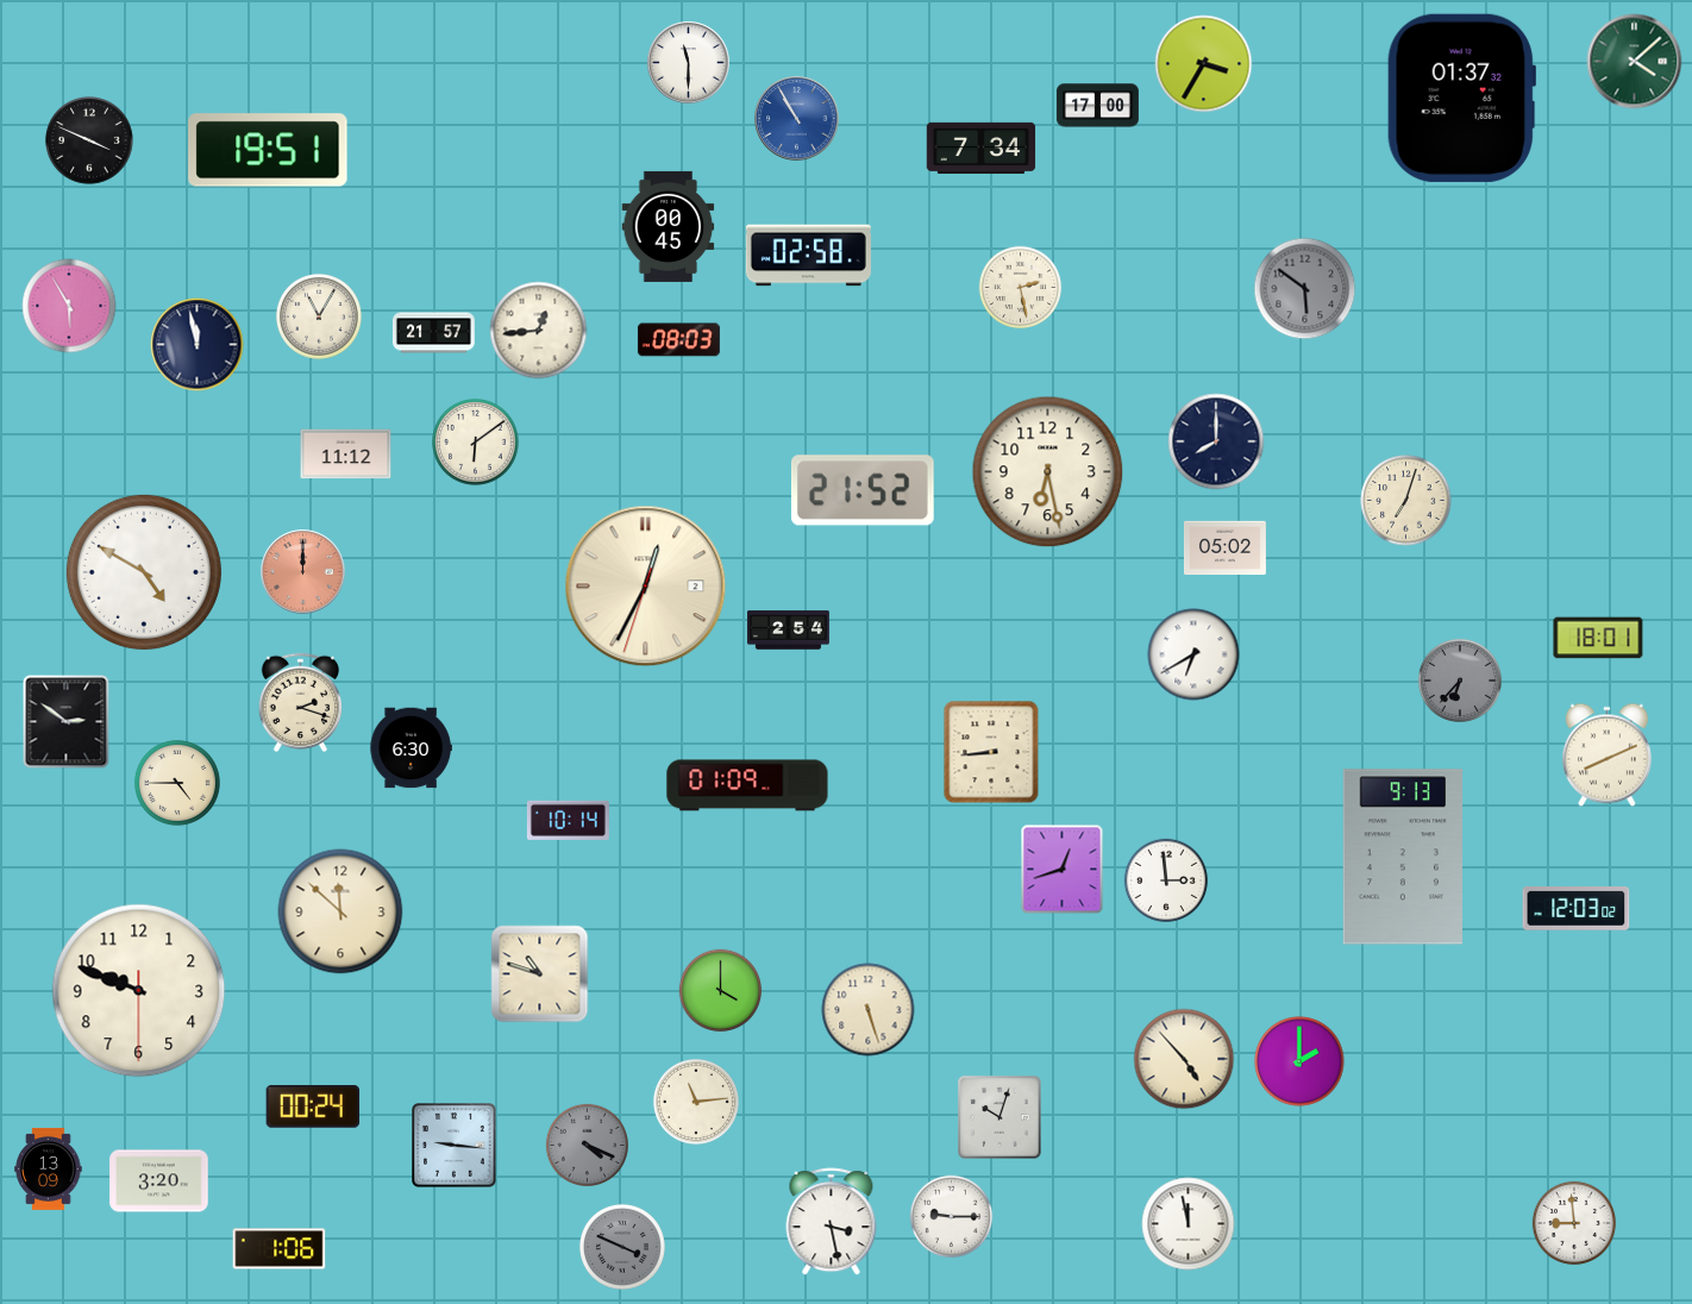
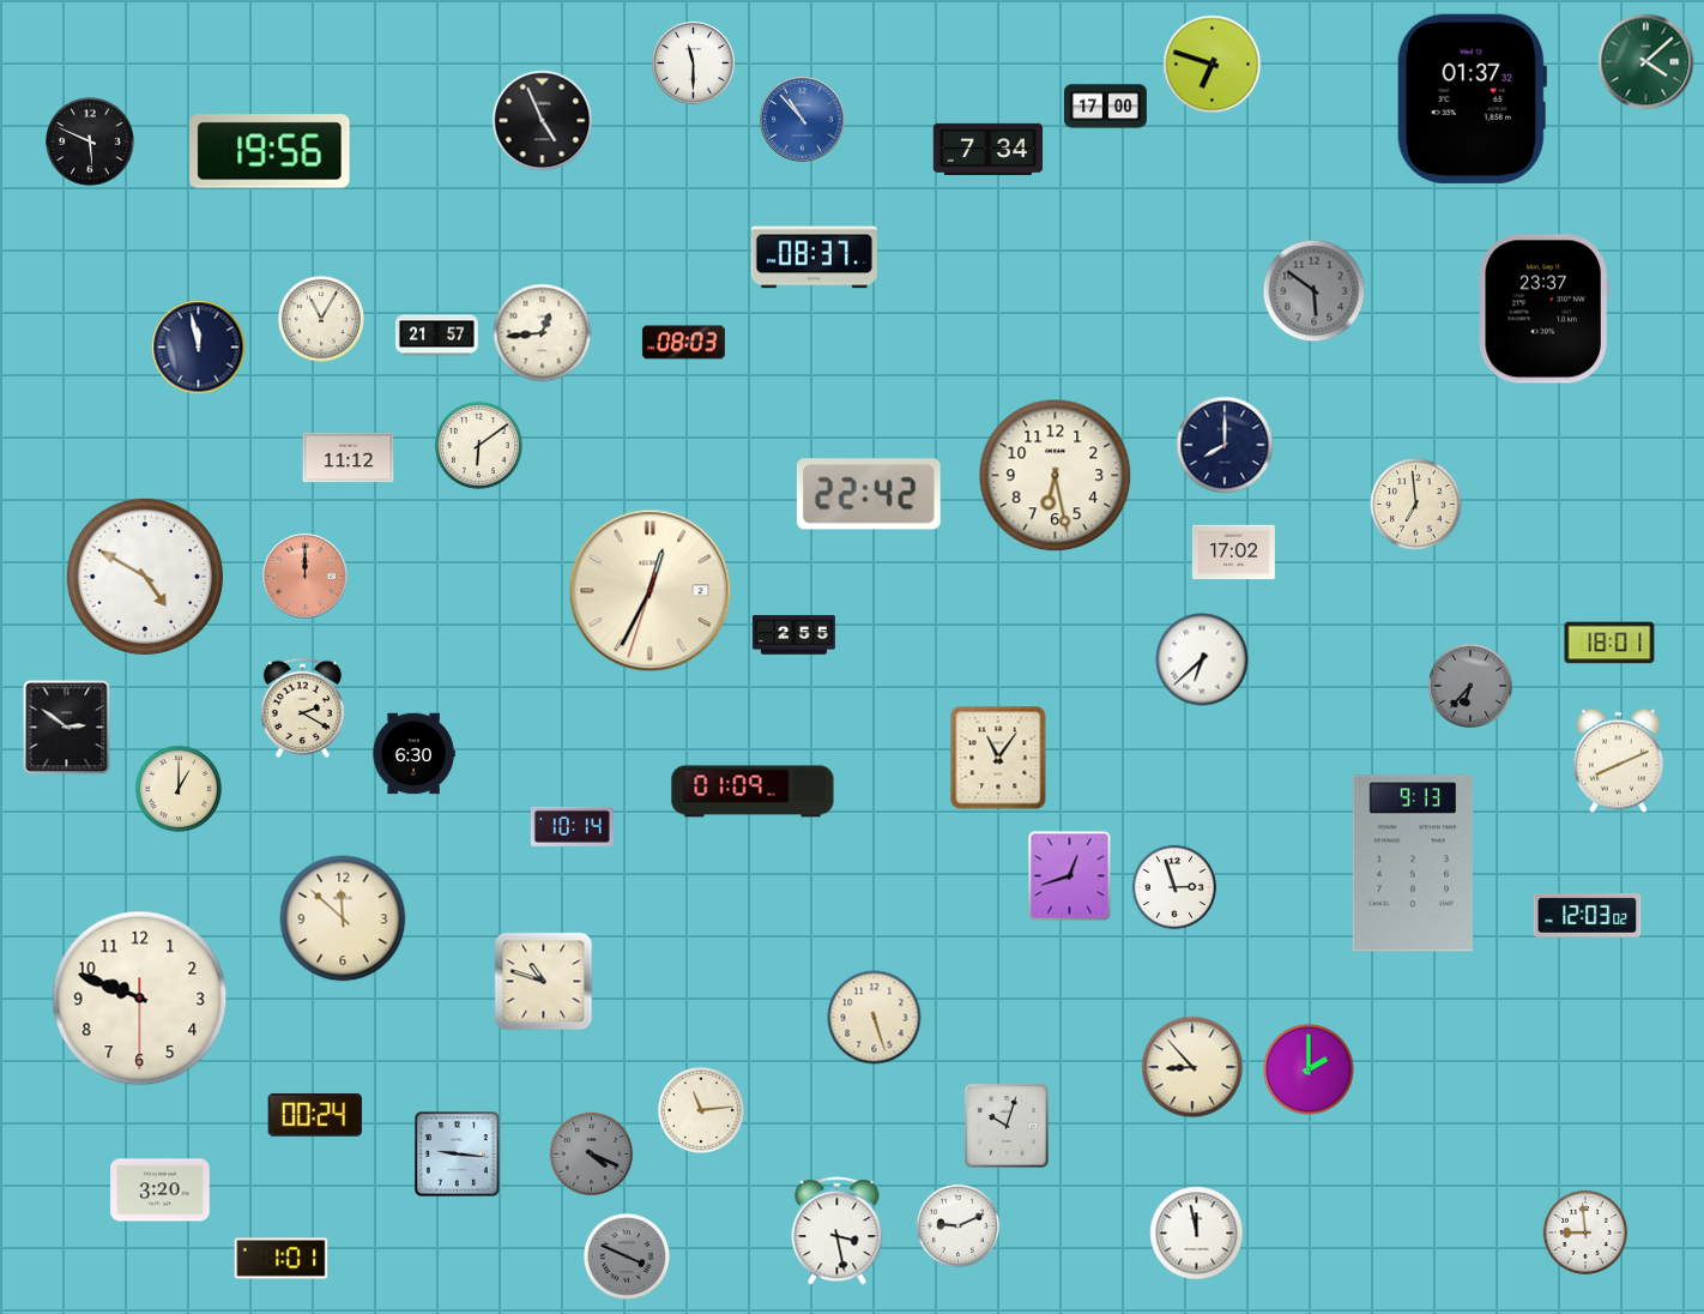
clock at (1204, 64): 3:35 -> 6:48
clock at (797, 119): 10:55 -> 10:53
clock at (543, 121): none -> 4:56
clock at (89, 140): 3:49 -> 5:49
clock at (268, 150): 19:51 -> 19:56
clock at (669, 226): 00:45 -> none
clock at (808, 256): 02:58 -> 08:37
clock at (1021, 288): 2:28 -> none
clock at (69, 306): 5:55 -> none
clock at (1543, 309): none -> 23:37
clock at (863, 490): 21:52 -> 22:42
clock at (1406, 501): 7:03 -> 6:59
clock at (1224, 548): 05:02 -> 17:02
clock at (788, 631): 2:54 -> 2:55
clock at (1193, 654): 6:40 -> 6:38
clock at (300, 702): 2:18 -> 2:20
clock at (991, 752): 8:44 -> 11:06
clock at (177, 783): 4:45 -> 1:00
clock at (1166, 880): 2:59 -> 2:57
clock at (721, 991): 4:00 -> none
clock at (1184, 1059): 4:53 -> 8:53
clock at (49, 1168): 13:09 -> none
clock at (952, 1217): 9:15 -> 9:11
clock at (280, 1249): 1:06 -> 1:01
